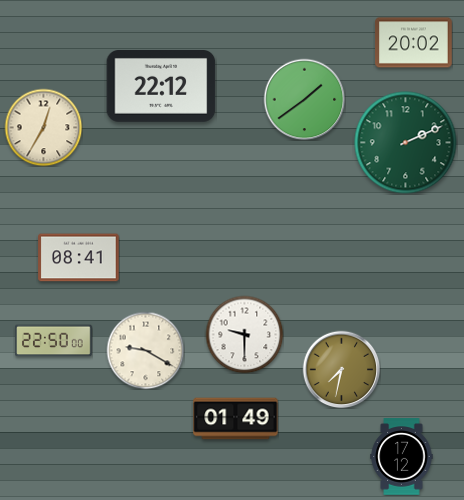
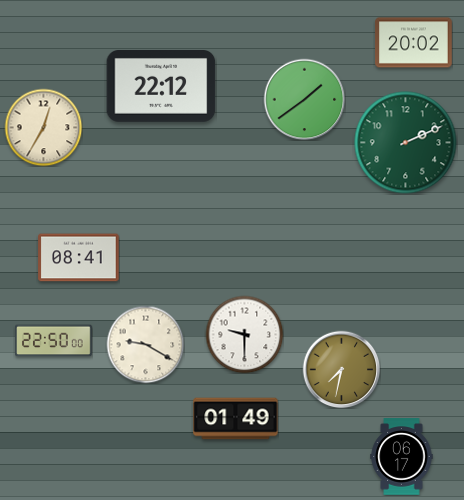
clock at (145, 350) position: (145, 350) -> (145, 344)
clock at (402, 457): 17:12 -> 06:17
